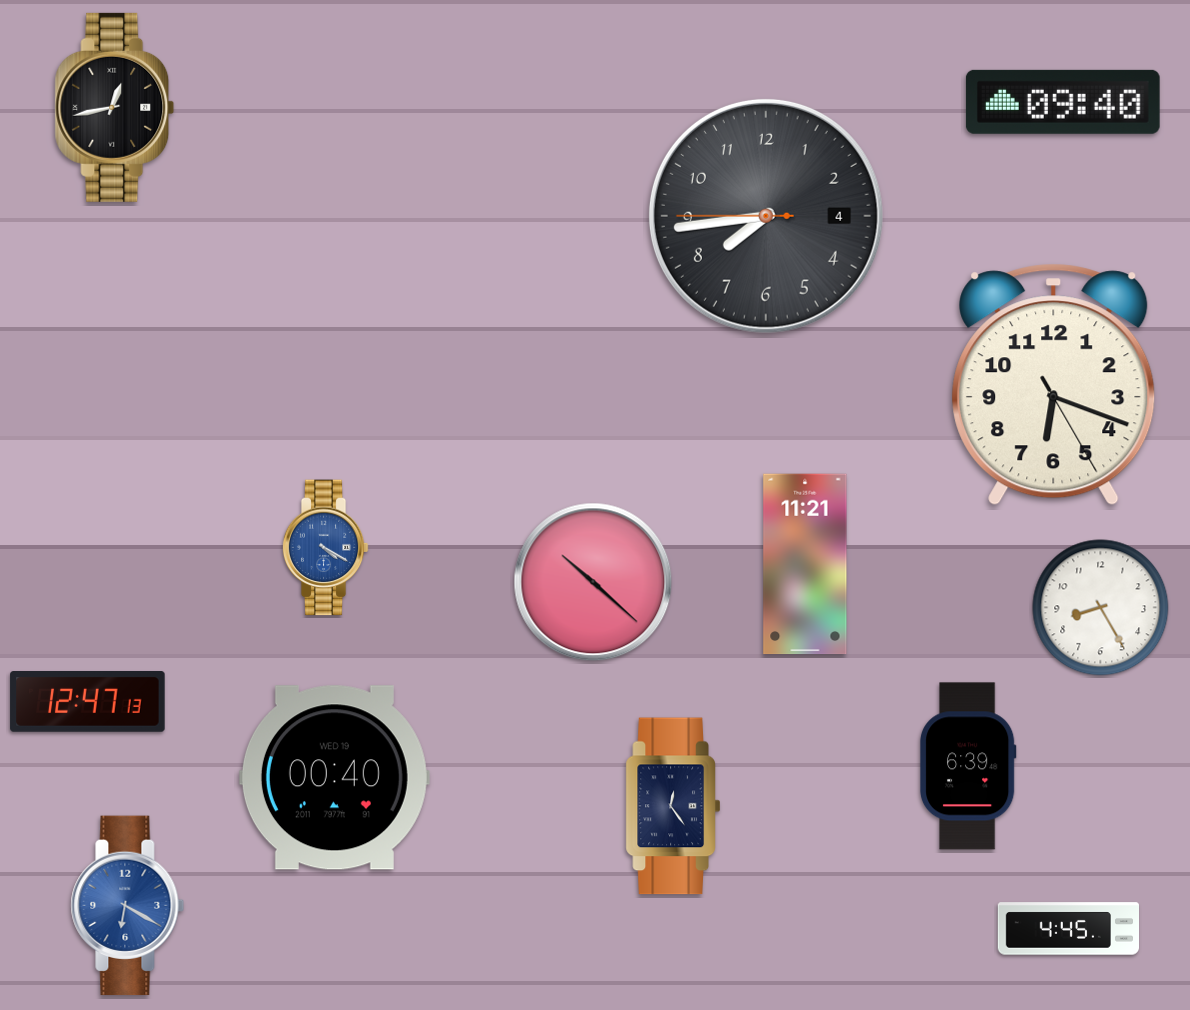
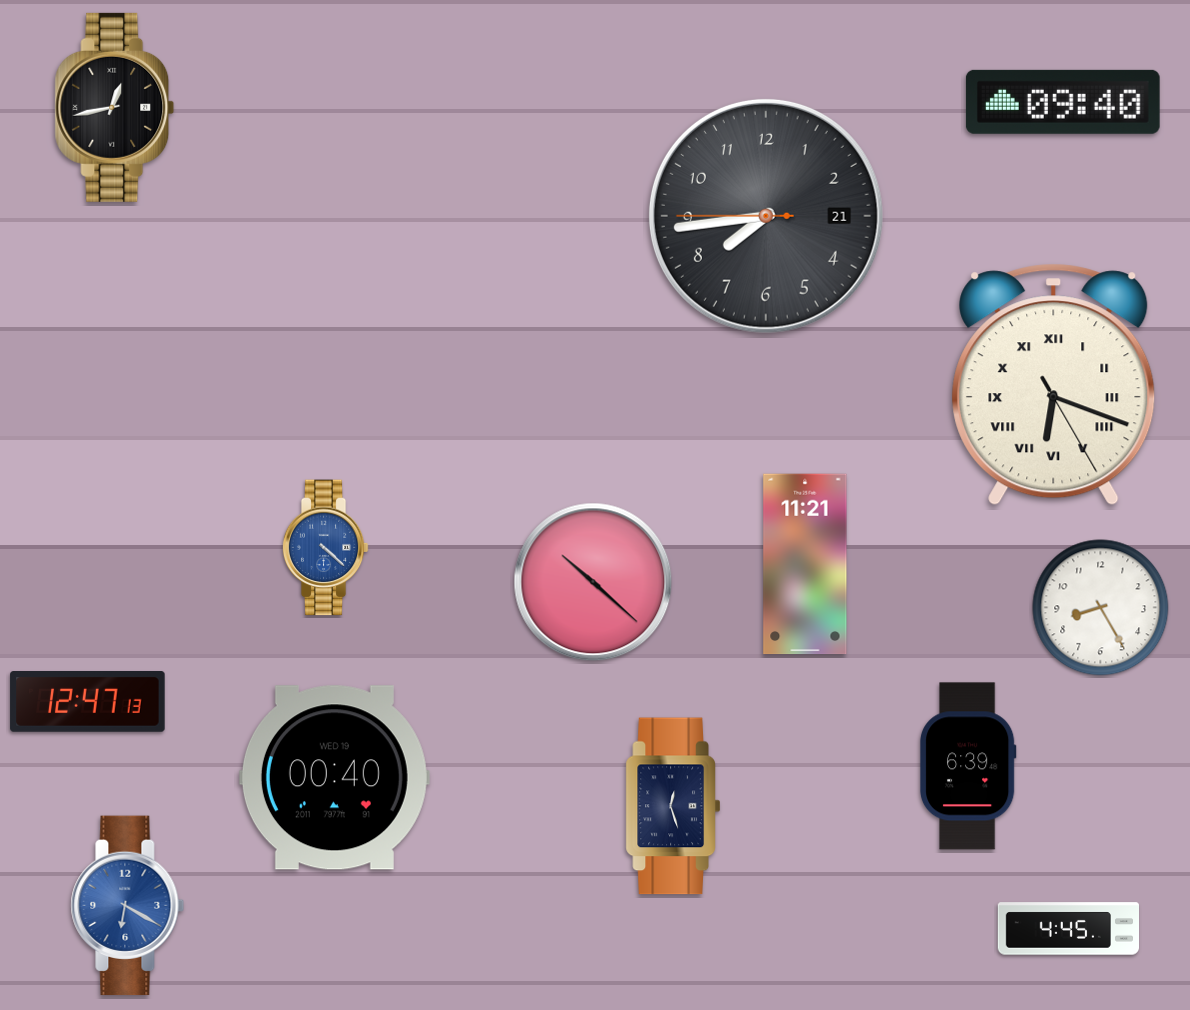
clock at (766, 216) date: 4 -> 21
clock at (1054, 385) numerals: Arabic -> Roman
clock at (325, 548): 4:20 -> 4:22
clock at (673, 806): 12:24 -> 12:27
